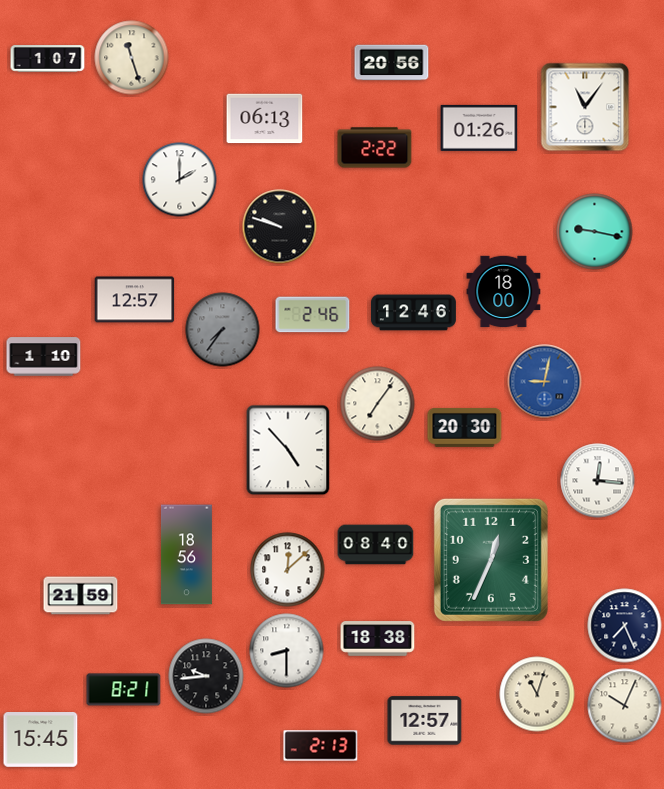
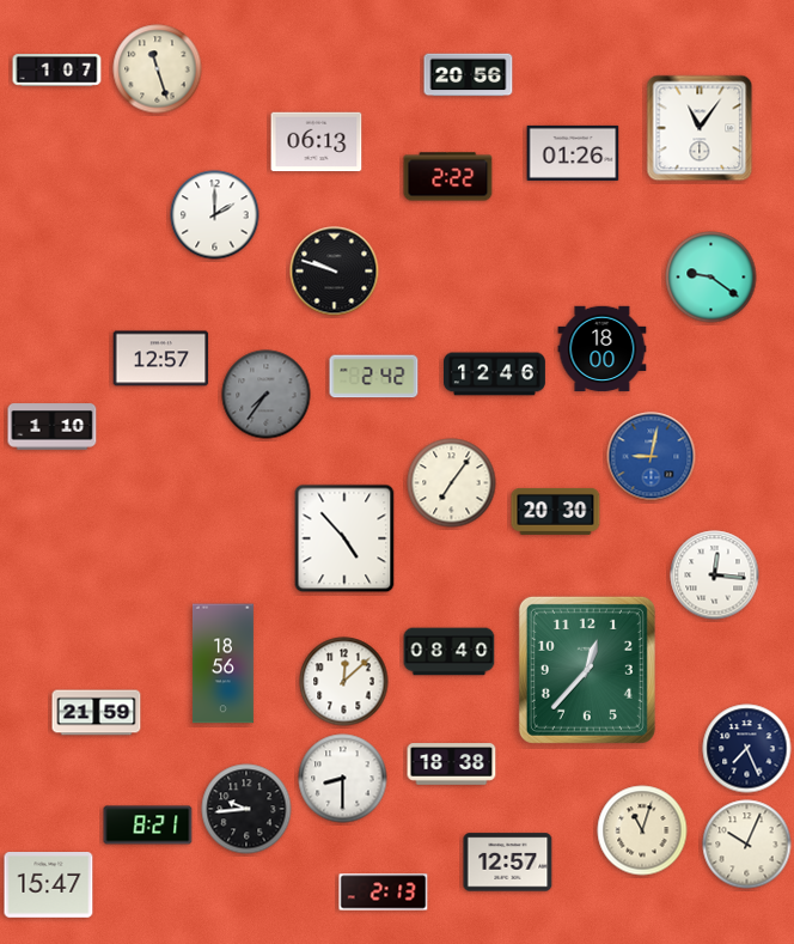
clock at (595, 232): 9:17 -> 9:21
clock at (313, 315): 2:46 -> 2:42
clock at (491, 560): 12:34 -> 12:37
clock at (41, 740): 15:45 -> 15:47
